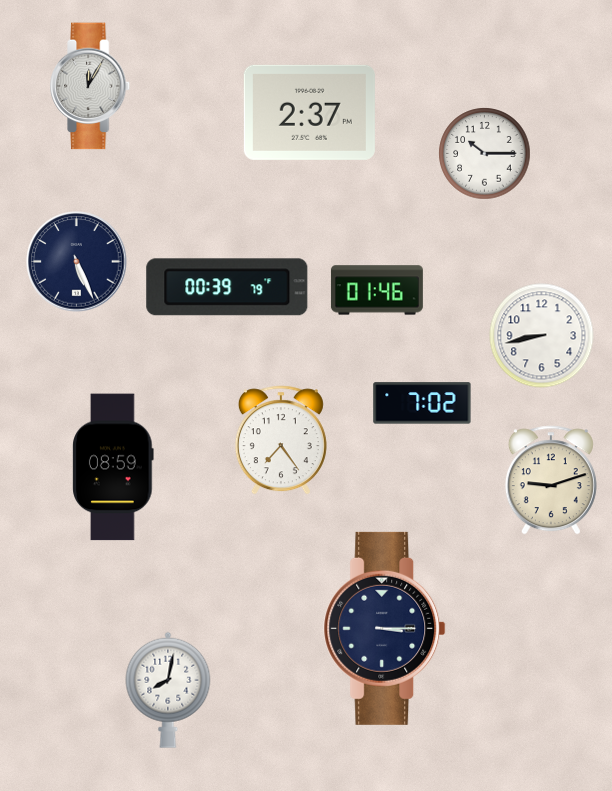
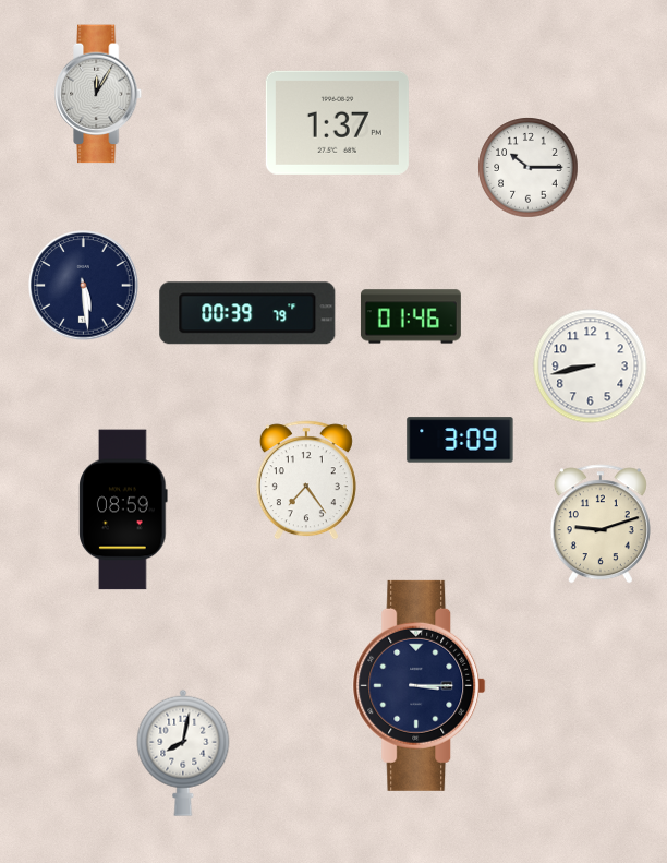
clock at (309, 112): 2:37 -> 1:37
clock at (77, 262): 5:26 -> 5:29
clock at (422, 403): 7:02 -> 3:09
